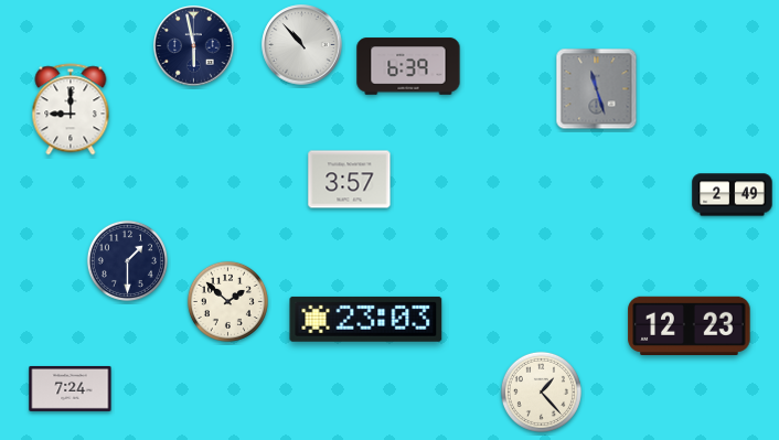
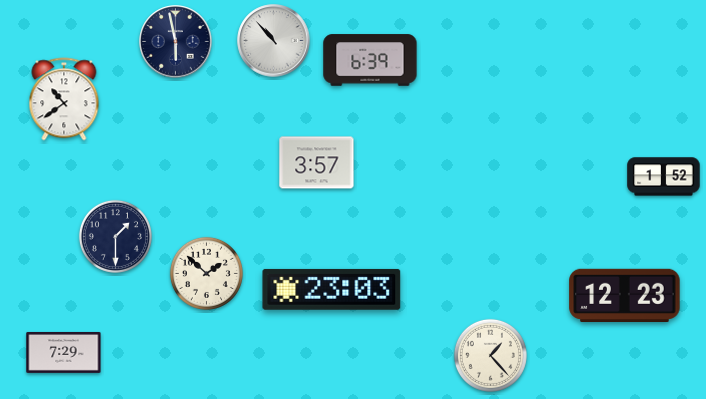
clock at (597, 89): 11:27 -> none
clock at (71, 109): 9:00 -> 10:39
clock at (733, 195): 2:49 -> 1:52
clock at (71, 388): 7:24 -> 7:29
